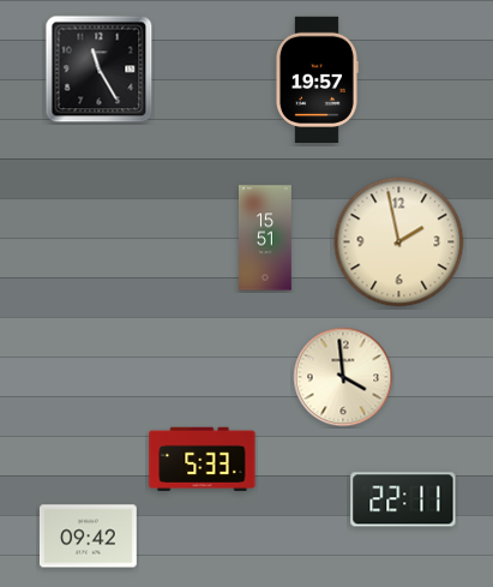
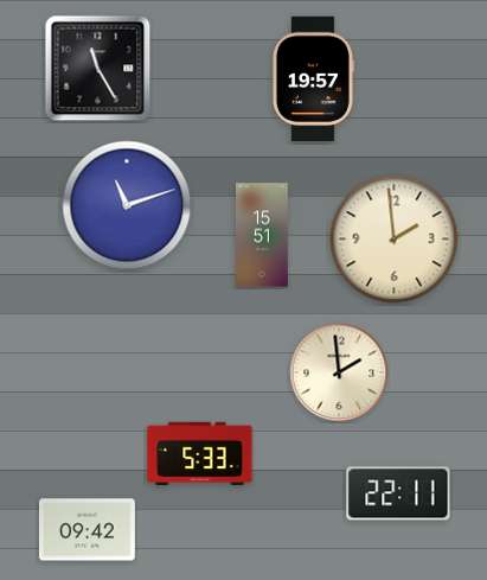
clock at (127, 205): none -> 11:12
clock at (399, 242): 1:58 -> 1:59
clock at (343, 377): 3:59 -> 1:59
